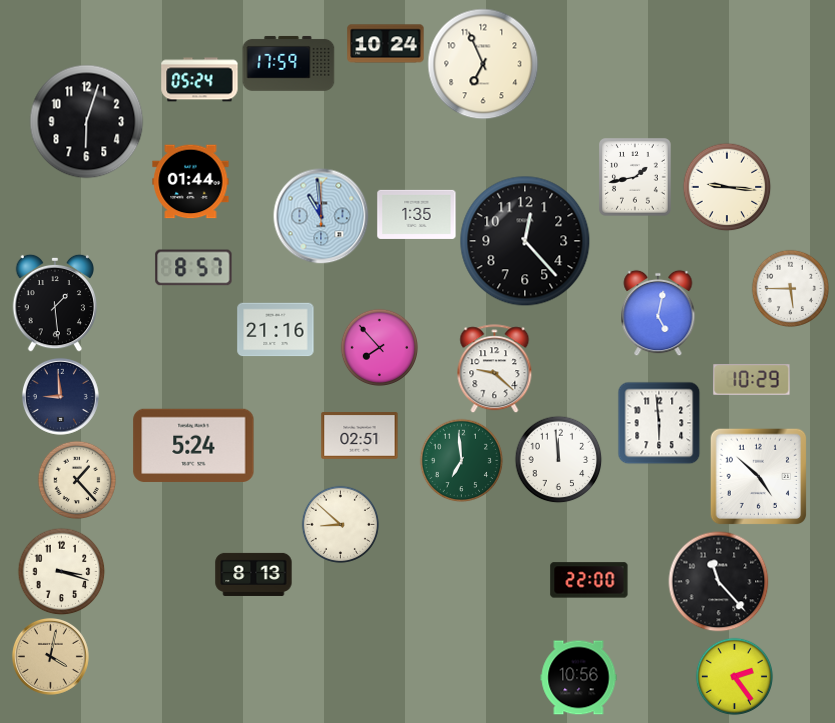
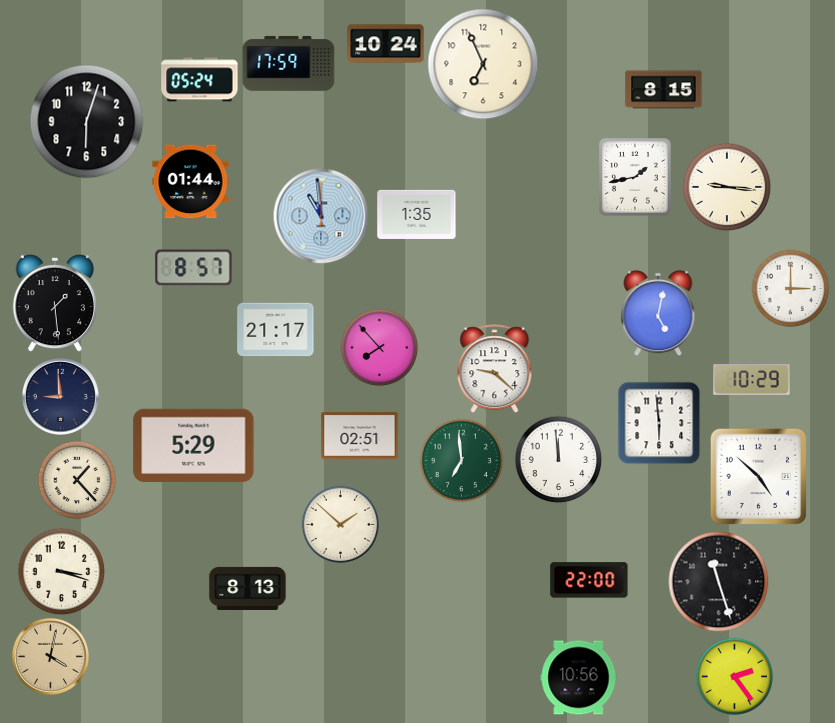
clock at (664, 90): none -> 8:15
clock at (525, 241): 12:23 -> none
clock at (790, 288): 5:45 -> 3:00
clock at (276, 330): 21:16 -> 21:17
clock at (194, 445): 5:24 -> 5:29
clock at (340, 524): 8:52 -> 1:52
clock at (254, 574) position: (254, 574) -> (248, 588)
clock at (719, 582): 11:23 -> 11:27
